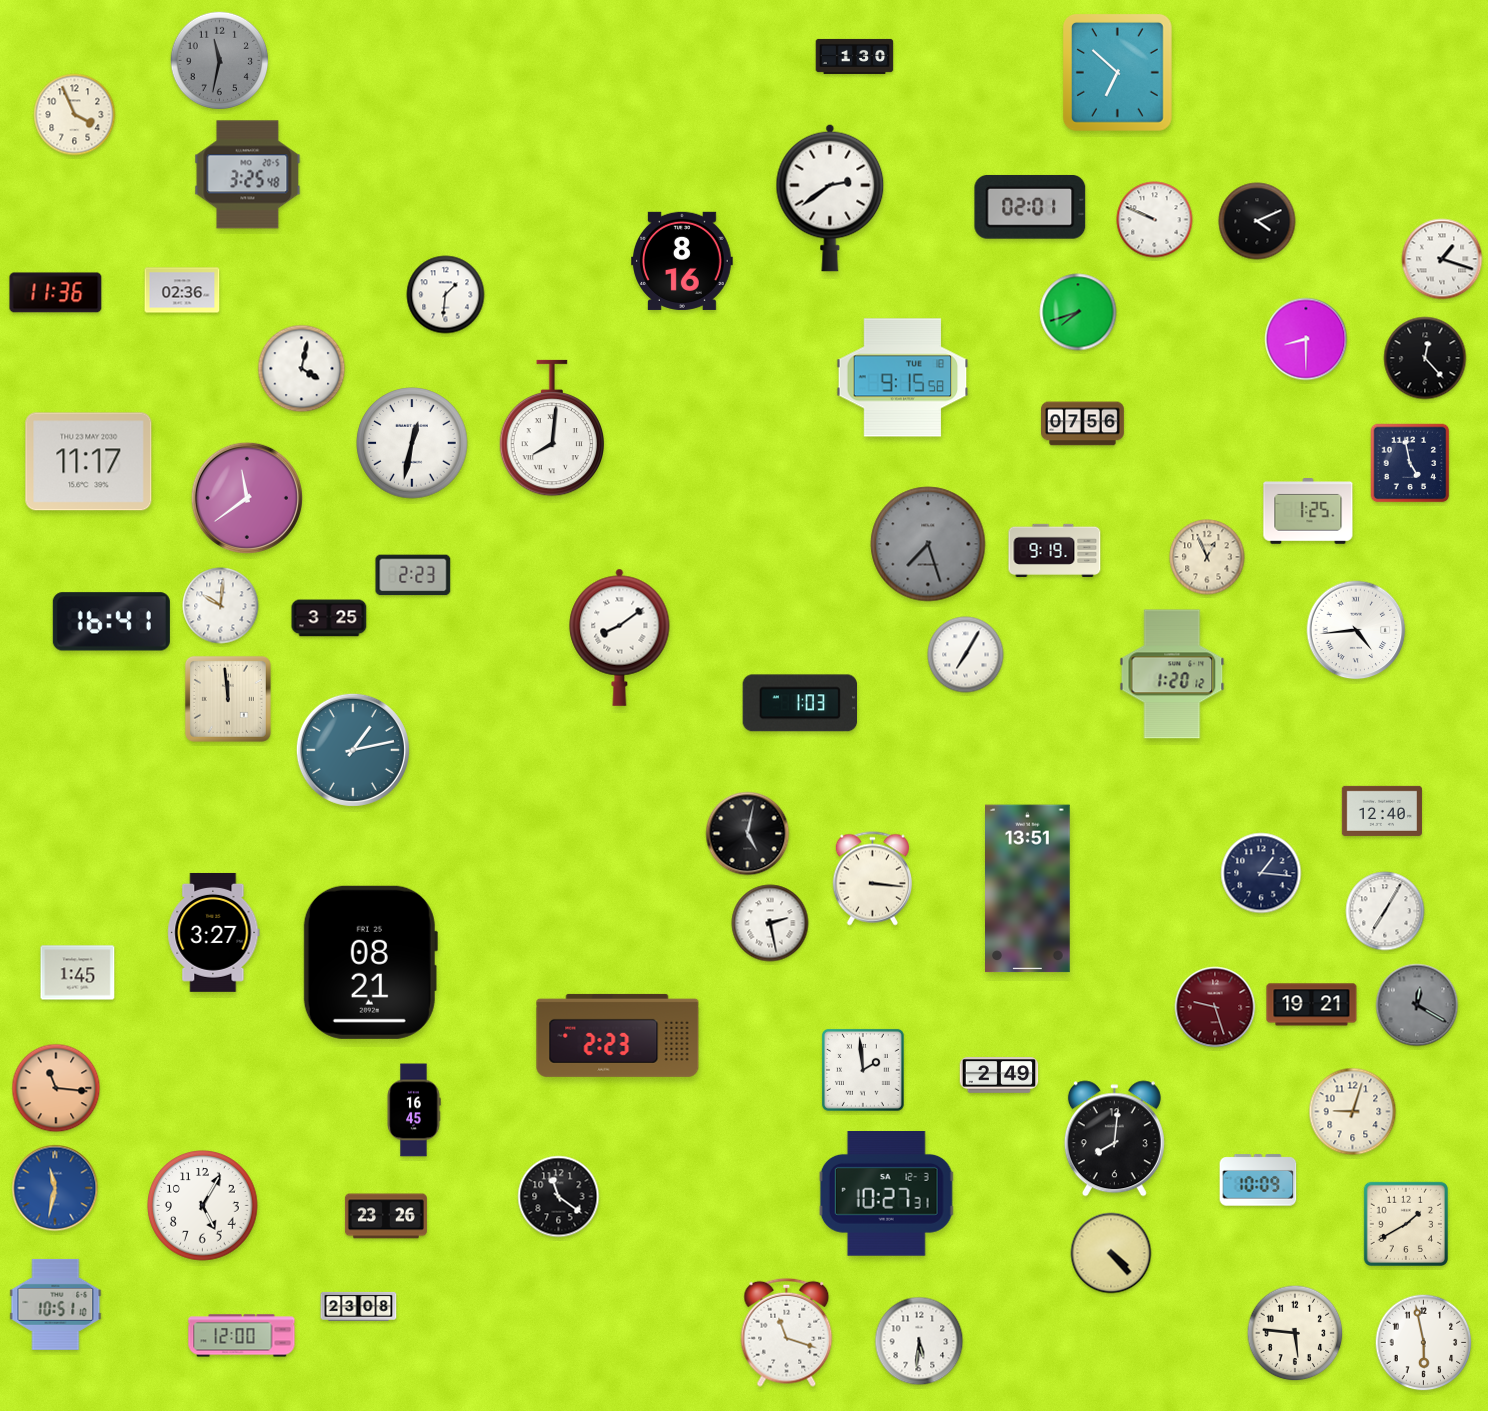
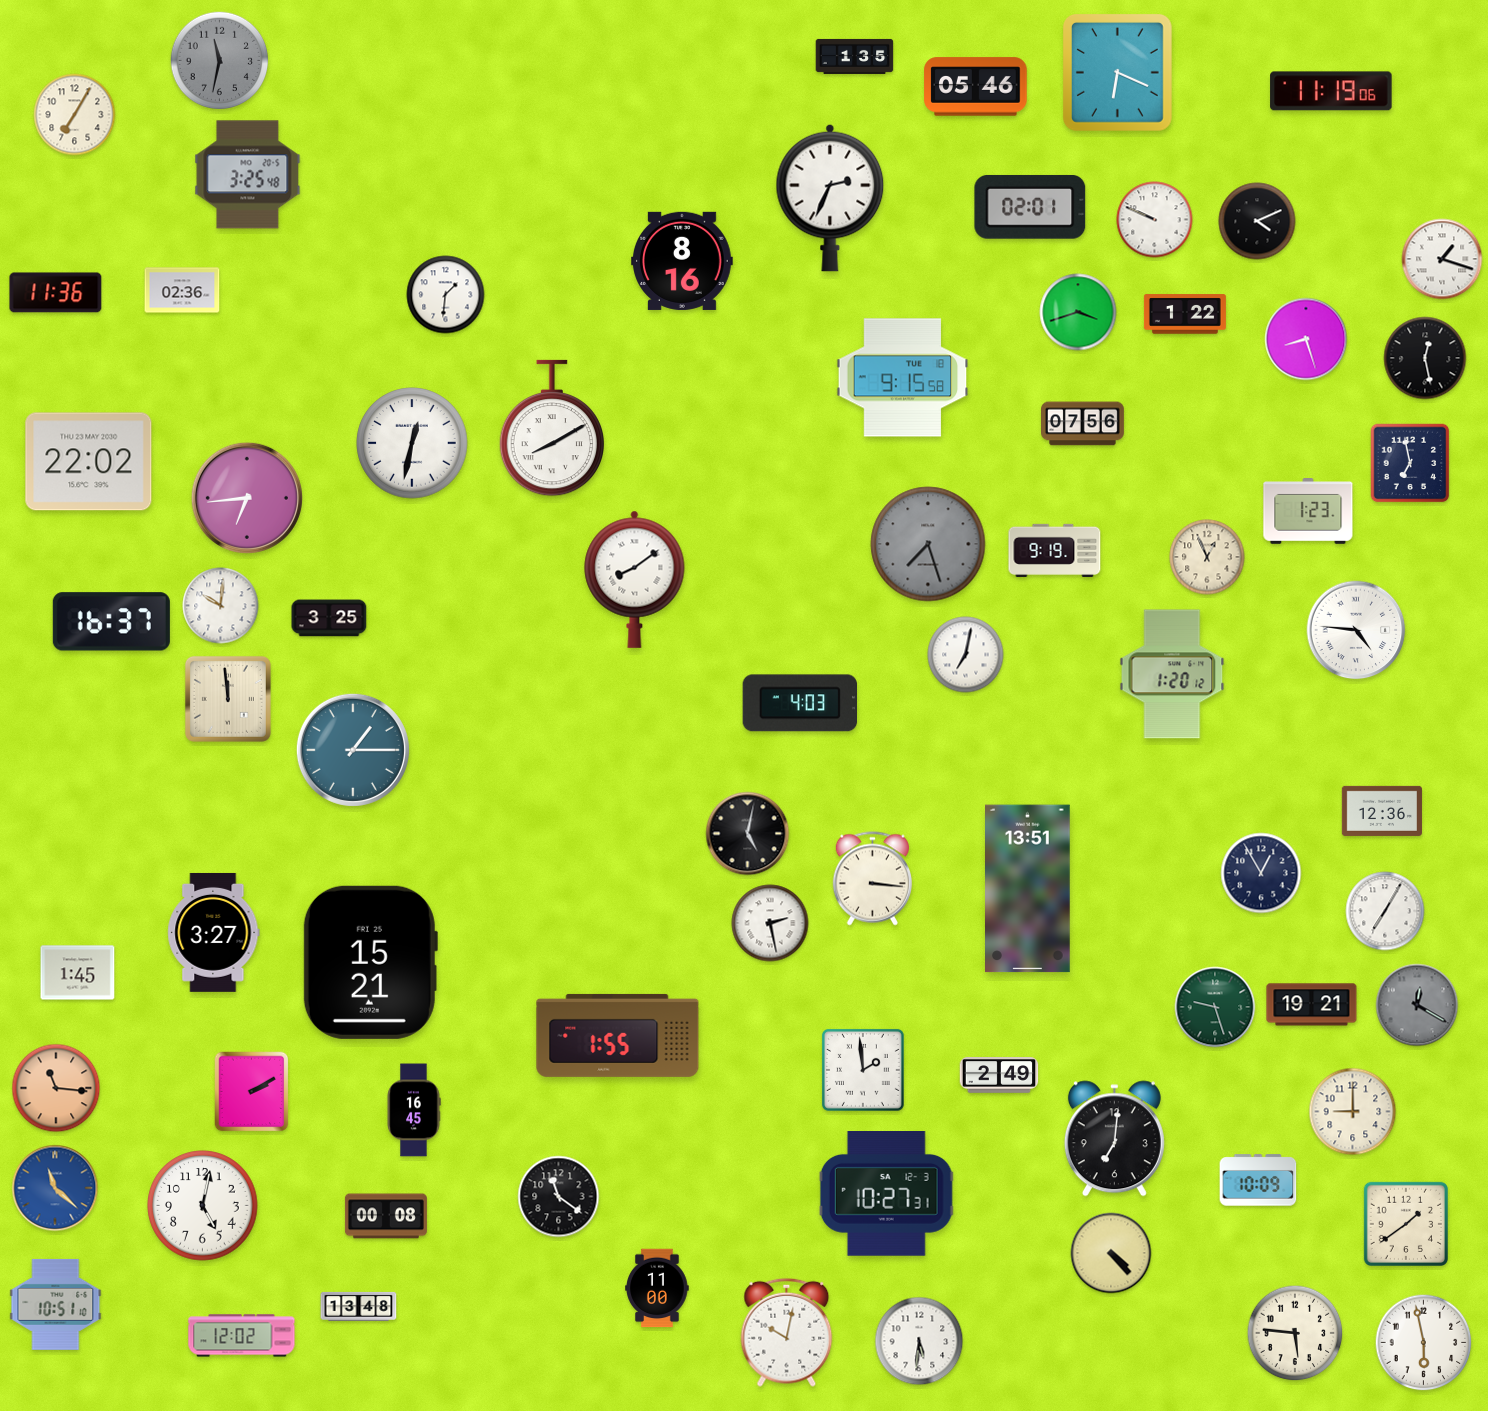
clock at (855, 56): 1:30 -> 1:35
clock at (1117, 73): 6:52 -> 6:19
clock at (976, 87): none -> 05:46
clock at (1331, 91): none -> 11:19
clock at (75, 115): 3:56 -> 7:05
clock at (830, 198): 2:39 -> 2:34
clock at (1078, 312): 7:42 -> 3:42
clock at (1185, 314): none -> 1:22
clock at (1306, 339): 8:30 -> 8:27
clock at (1425, 358): 12:23 -> 12:28
clock at (302, 369): 4:02 -> none
clock at (552, 428): 8:01 -> 8:10
clock at (89, 462): 11:17 -> 22:02
clock at (1410, 463): 4:58 -> 6:58
clock at (247, 498): 11:39 -> 6:44
clock at (1308, 512): 1:25 -> 1:23
clock at (413, 575): 2:23 -> none
clock at (111, 622): 16:41 -> 16:37
clock at (1356, 630): 4:44 -> 4:46
clock at (620, 637) position: (620, 637) -> (635, 579)
clock at (966, 655): 7:05 -> 7:02
clock at (799, 703): 1:03 -> 4:03
clock at (353, 750): 1:13 -> 1:15
clock at (1382, 811): 12:40 -> 12:36
clock at (1261, 873): 1:16 -> 12:55
clock at (370, 962): 08:21 -> 15:21
clock at (1215, 1007) dial: burgundy -> green
clock at (618, 1035): 2:23 -> 1:55
clock at (252, 1092): none -> 2:10
clock at (1353, 1112): 9:03 -> 9:00
clock at (1114, 1139): 8:01 -> 7:01
clock at (55, 1188): 11:32 -> 11:22
clock at (203, 1206): 5:05 -> 5:02
clock at (386, 1216): 23:26 -> 00:08
clock at (1406, 1224): 1:40 -> 1:39
clock at (657, 1288): none -> 11:00
clock at (359, 1306): 23:08 -> 13:48
clock at (787, 1332): 11:18 -> 10:02
clock at (242, 1336): 12:00 -> 12:02
